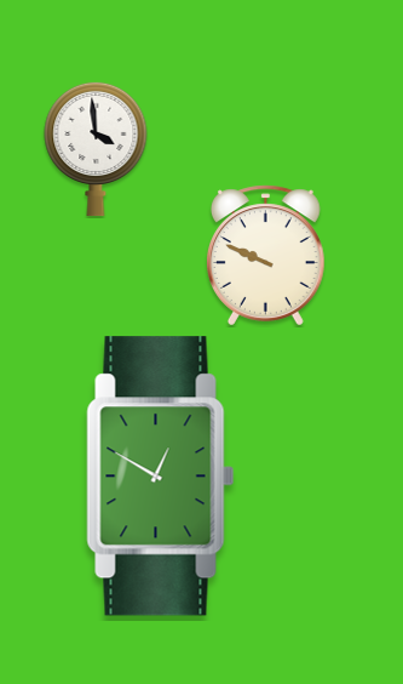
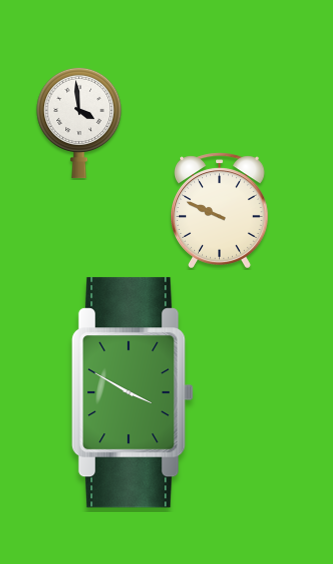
clock at (161, 477): 12:50 -> 3:50
